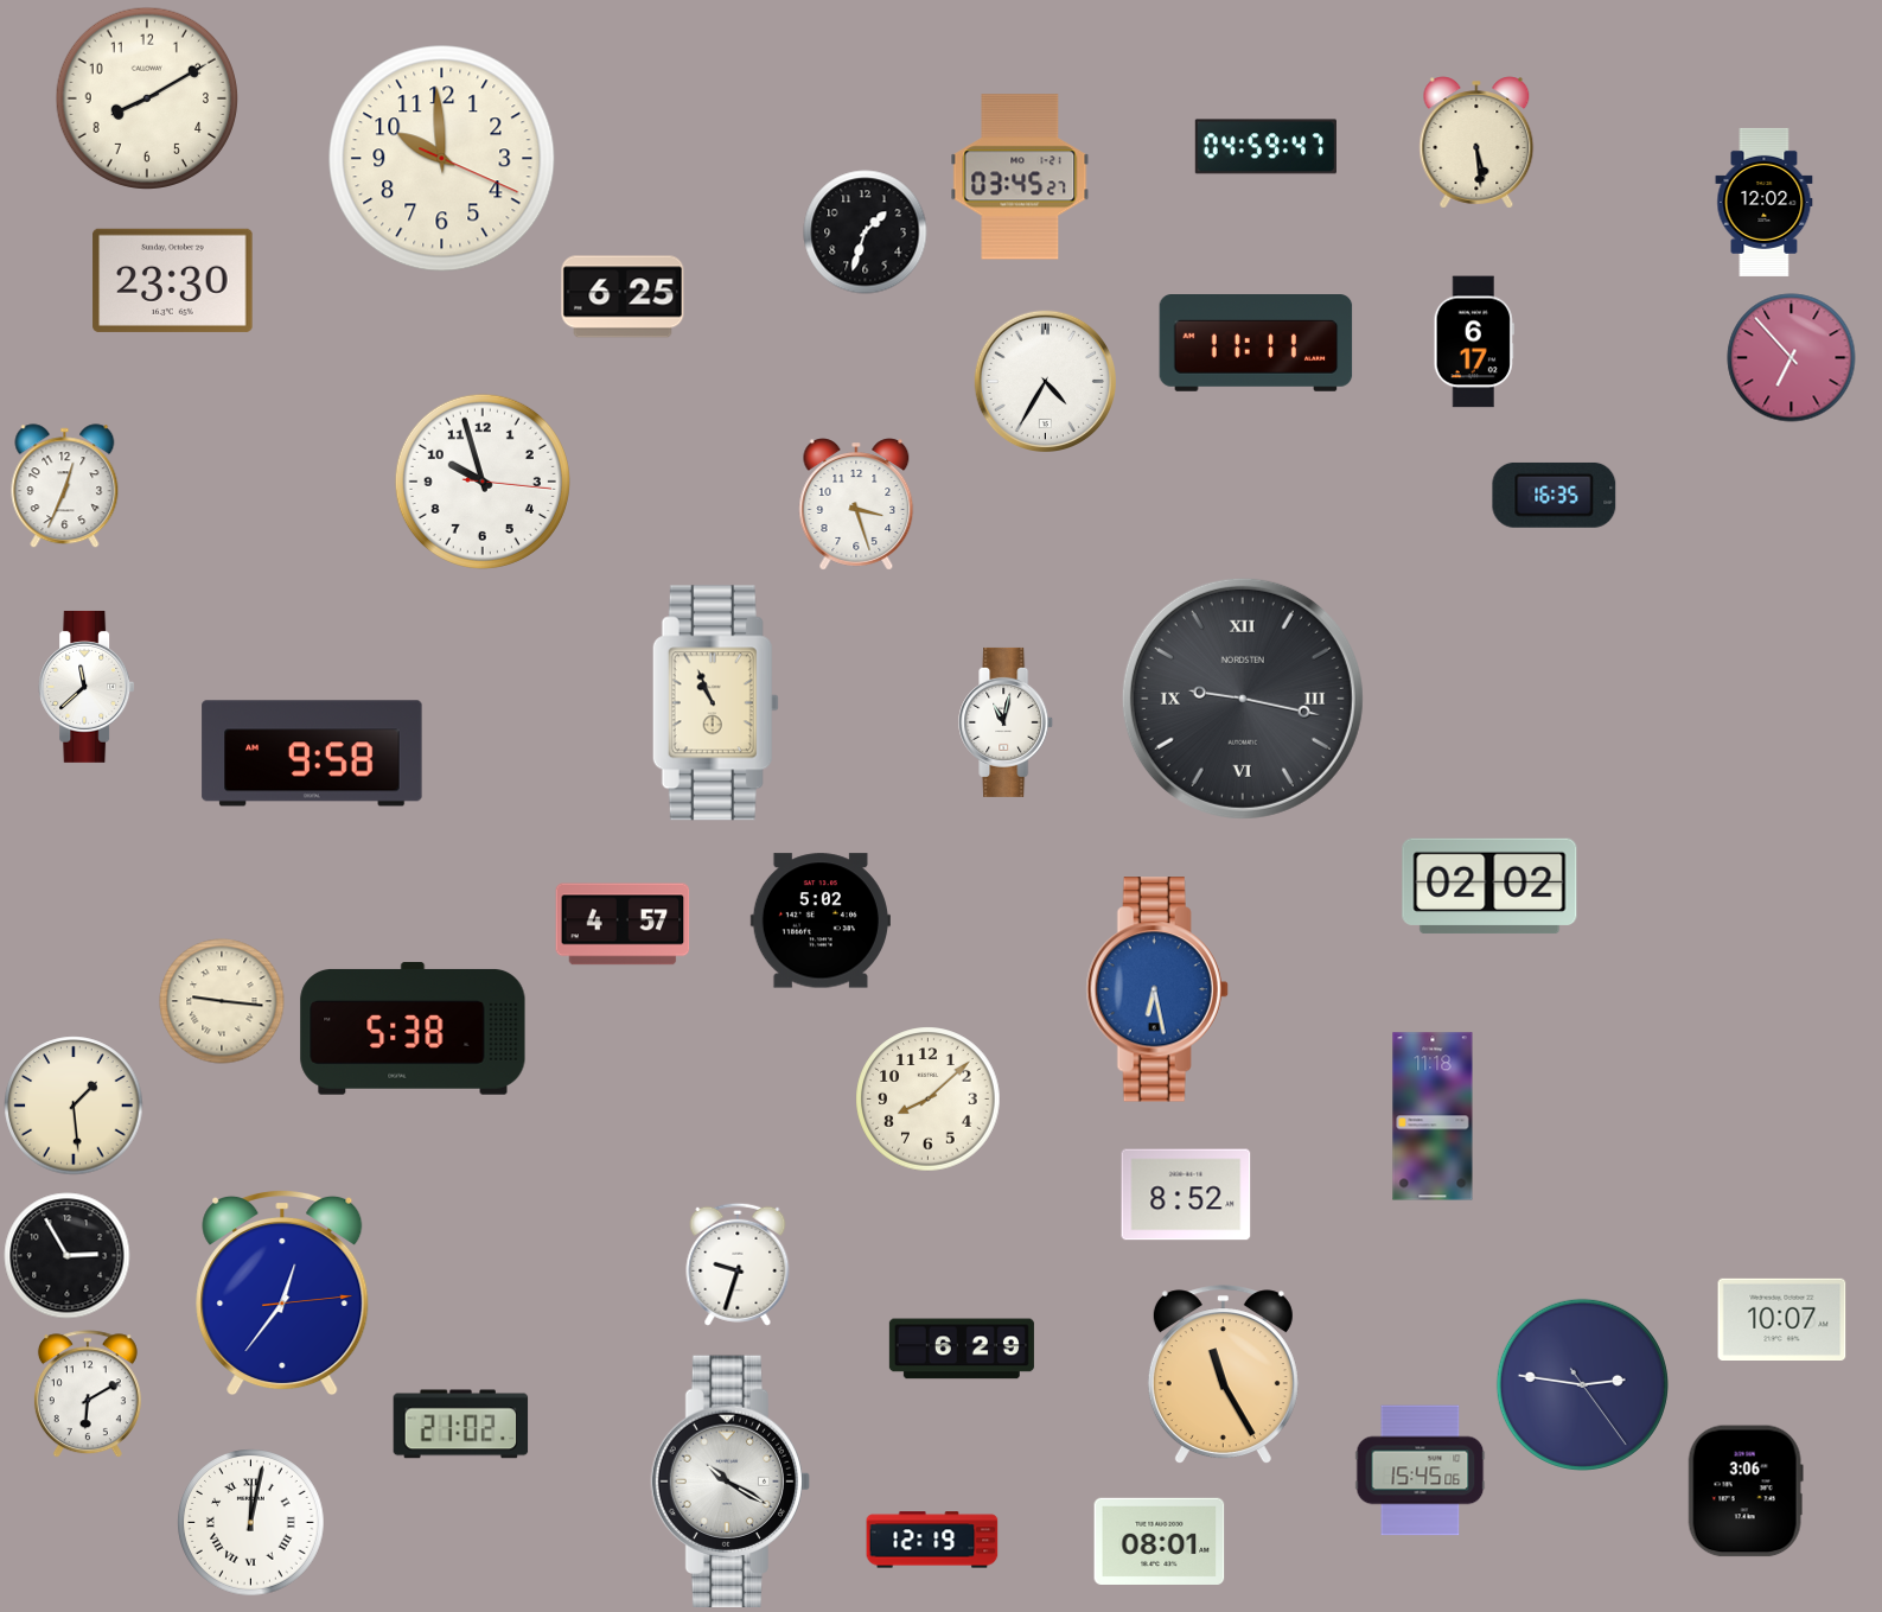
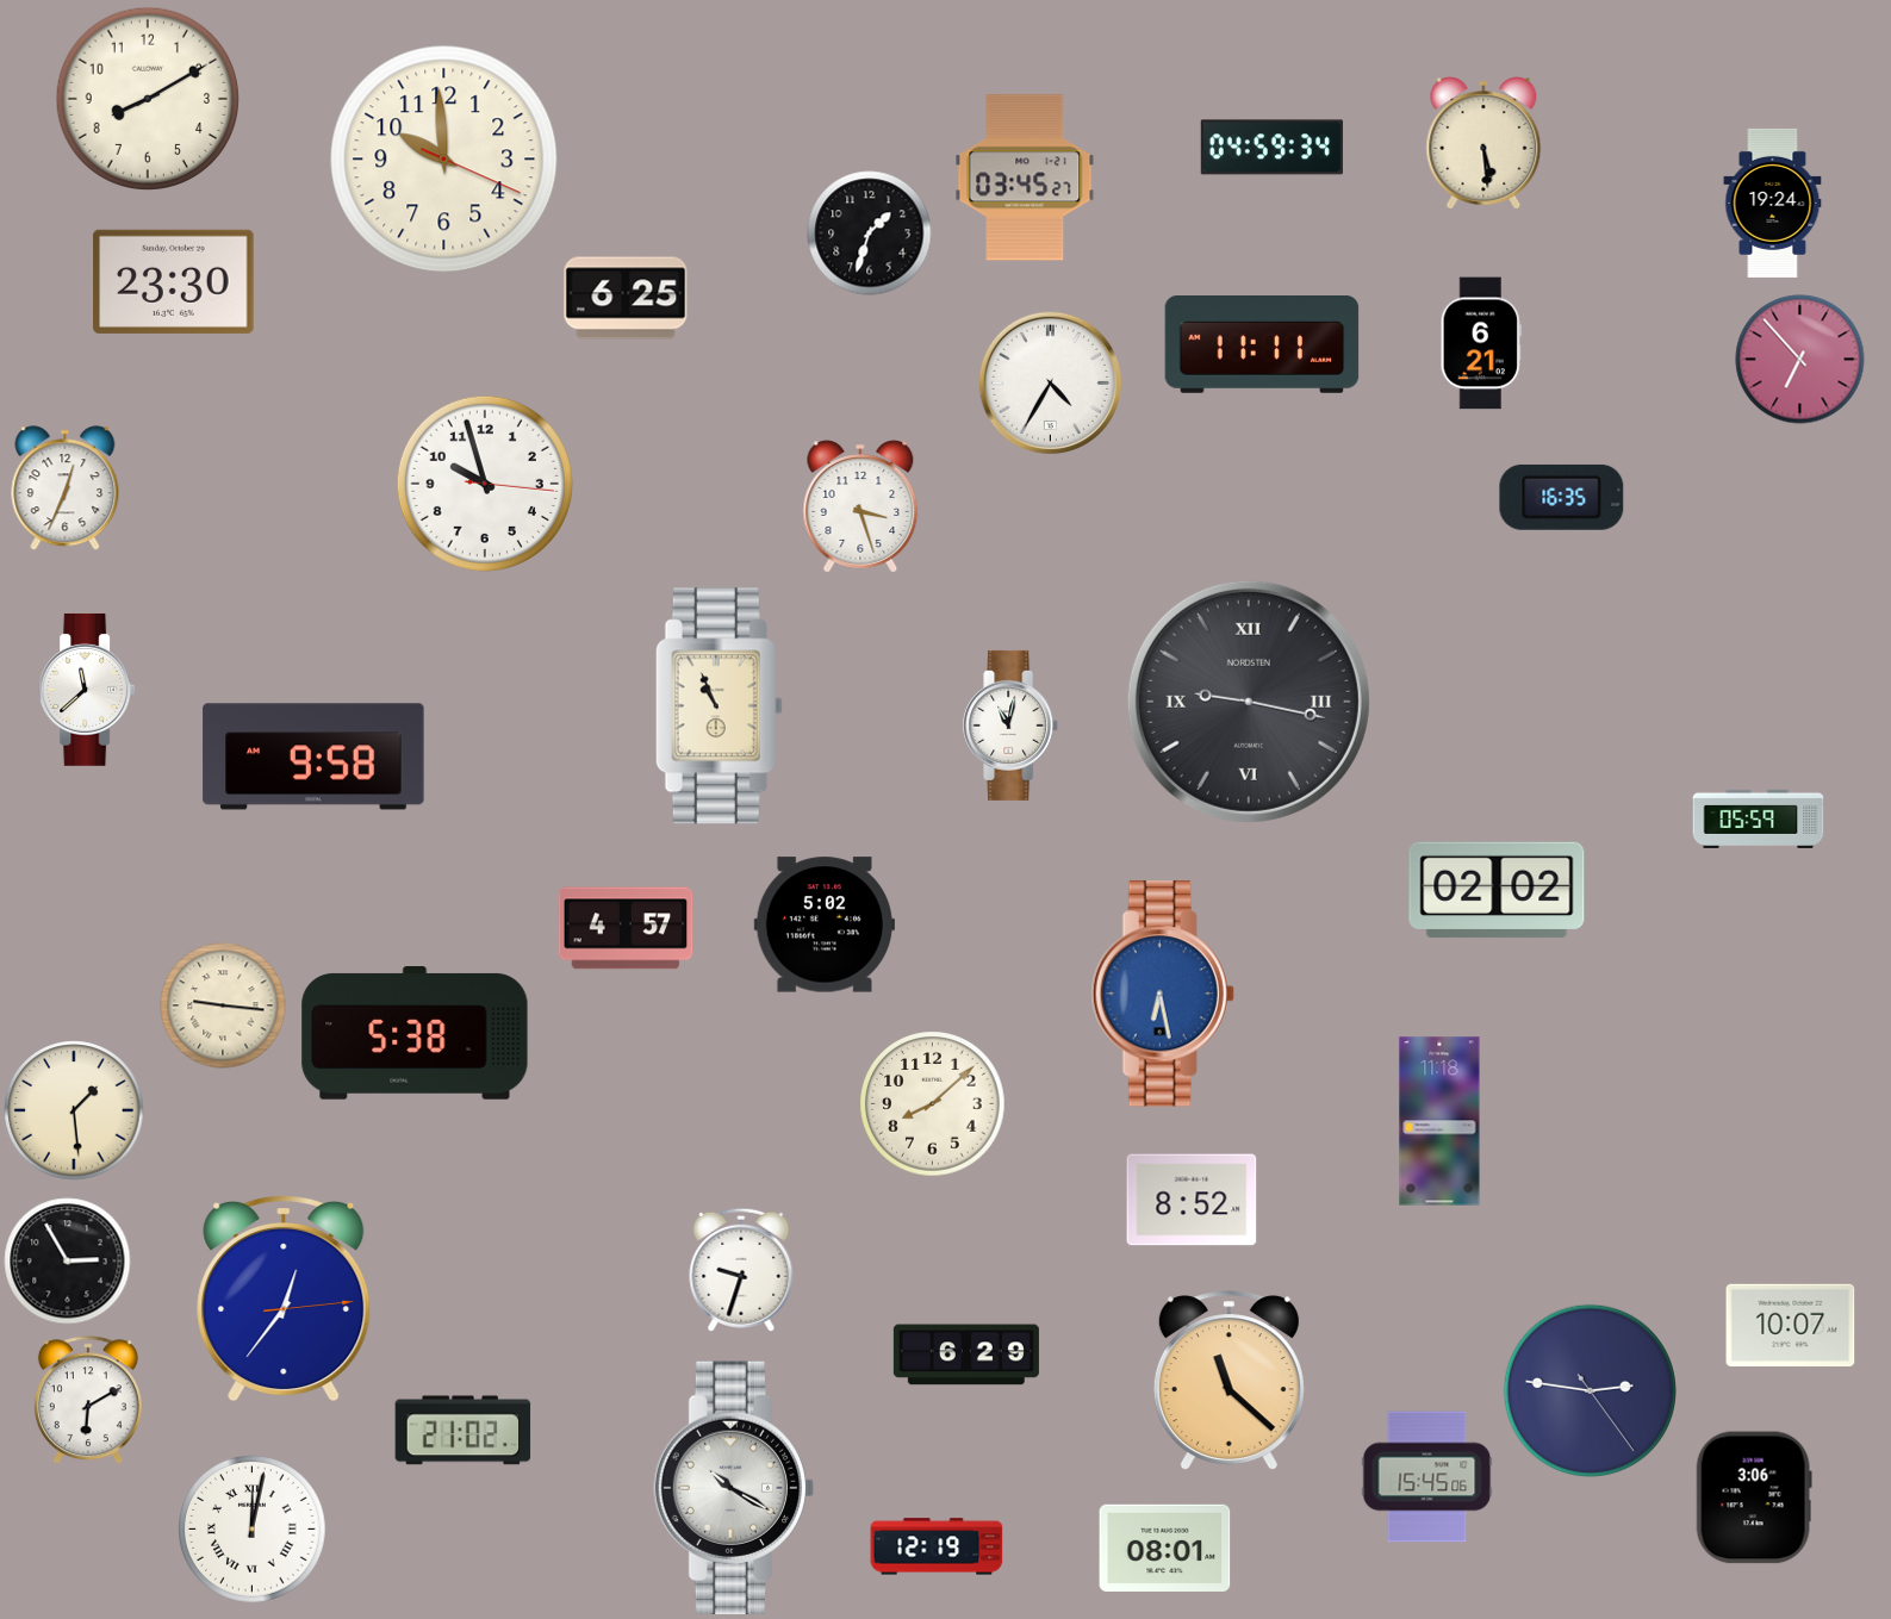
clock at (1265, 147): 04:59:47 -> 04:59:34
clock at (1765, 202): 12:02 -> 19:24
clock at (1474, 342): 6:17 -> 6:21
clock at (1759, 818): none -> 05:59
clock at (1223, 1375): 11:25 -> 11:22
